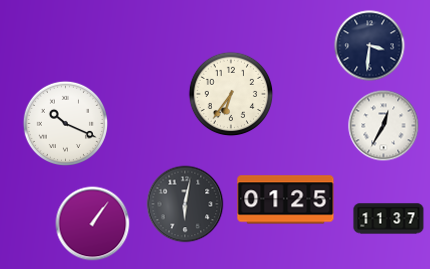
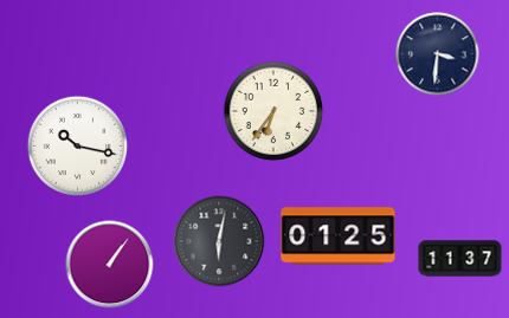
clock at (66, 124): 10:19 -> 10:17
clock at (384, 126): 12:35 -> none
